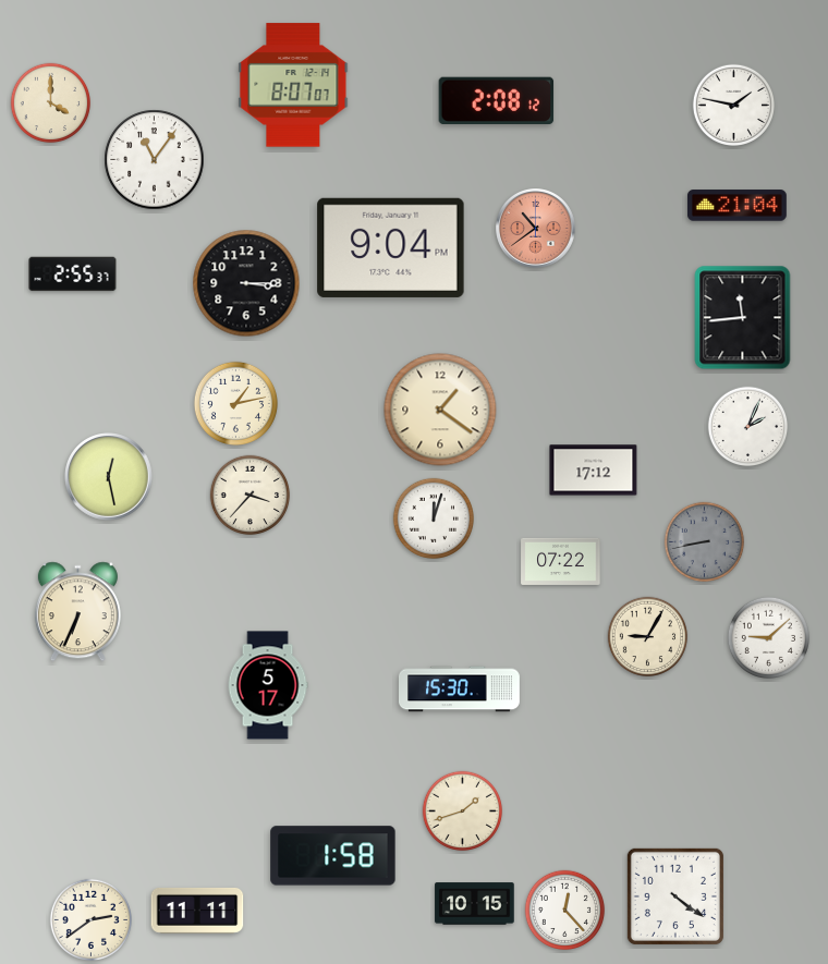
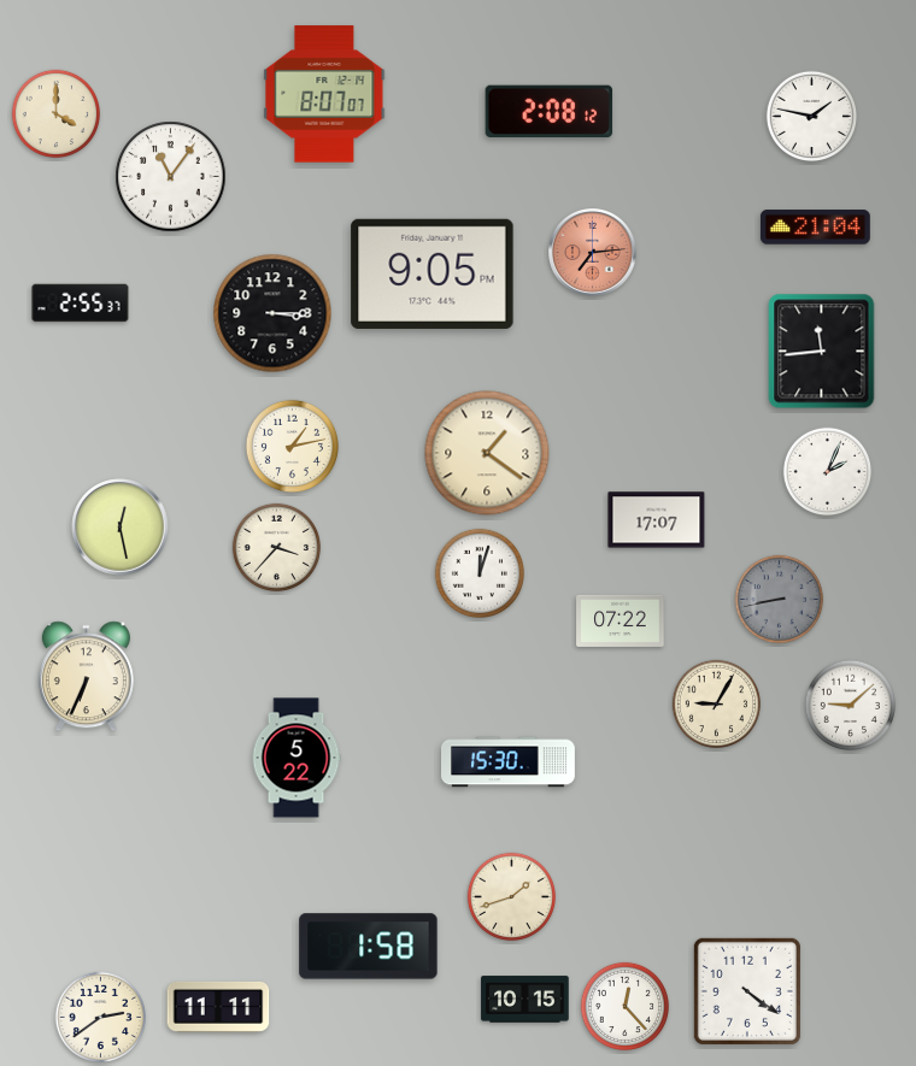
clock at (536, 229): 10:39 -> 7:14
clock at (391, 247): 9:04 -> 9:05
clock at (235, 403) position: (235, 403) -> (292, 446)
clock at (594, 471): 17:12 -> 17:07
clock at (268, 685): 5:17 -> 5:22
